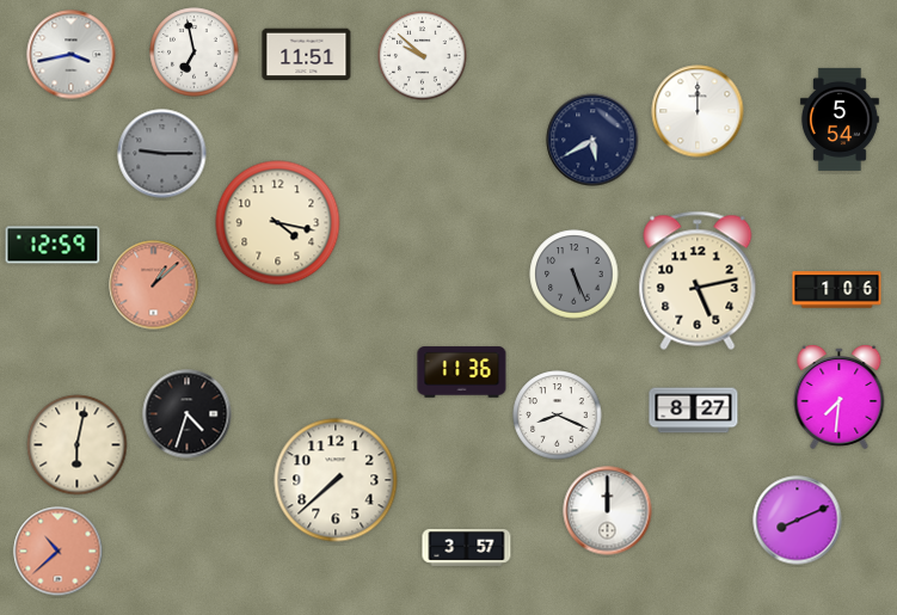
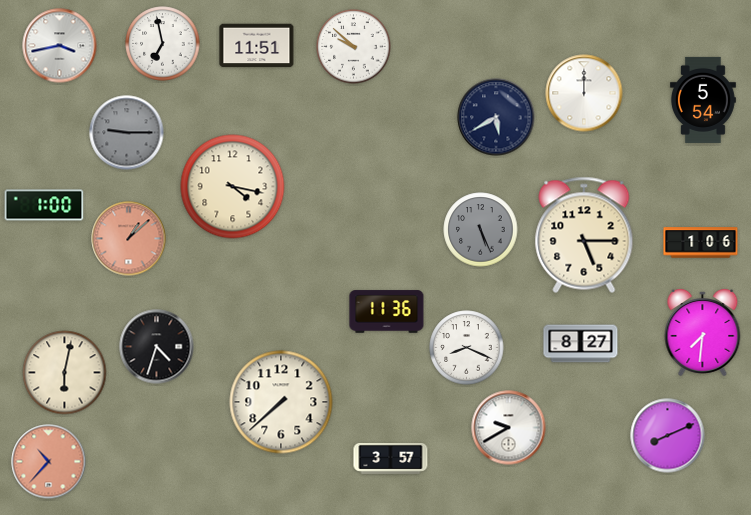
clock at (162, 154) position: (162, 154) -> (127, 133)
clock at (53, 245): 12:59 -> 1:00
clock at (698, 281): 5:13 -> 5:15
clock at (608, 511): 12:00 -> 9:40
clock at (59, 552): 10:38 -> 10:37
